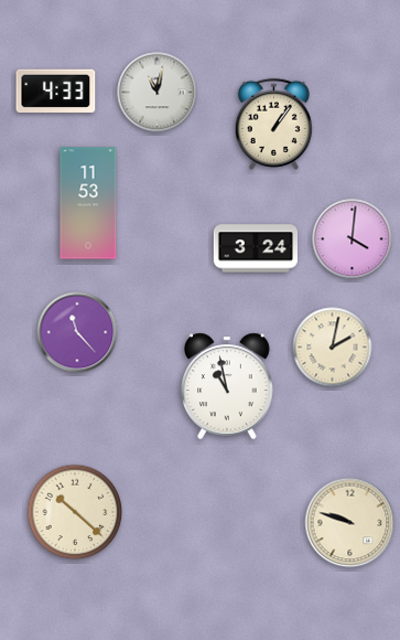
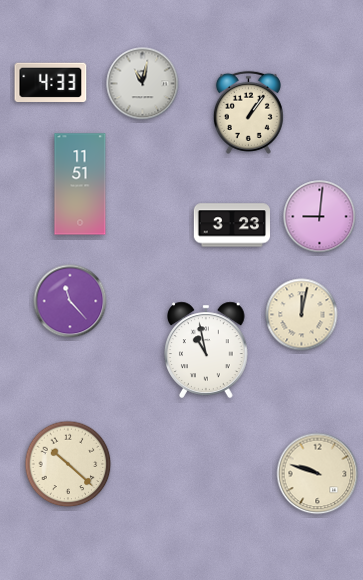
clock at (88, 203): 11:53 -> 11:51
clock at (353, 239): 4:01 -> 9:01
clock at (255, 248): 3:24 -> 3:23
clock at (333, 348): 2:02 -> 12:02
